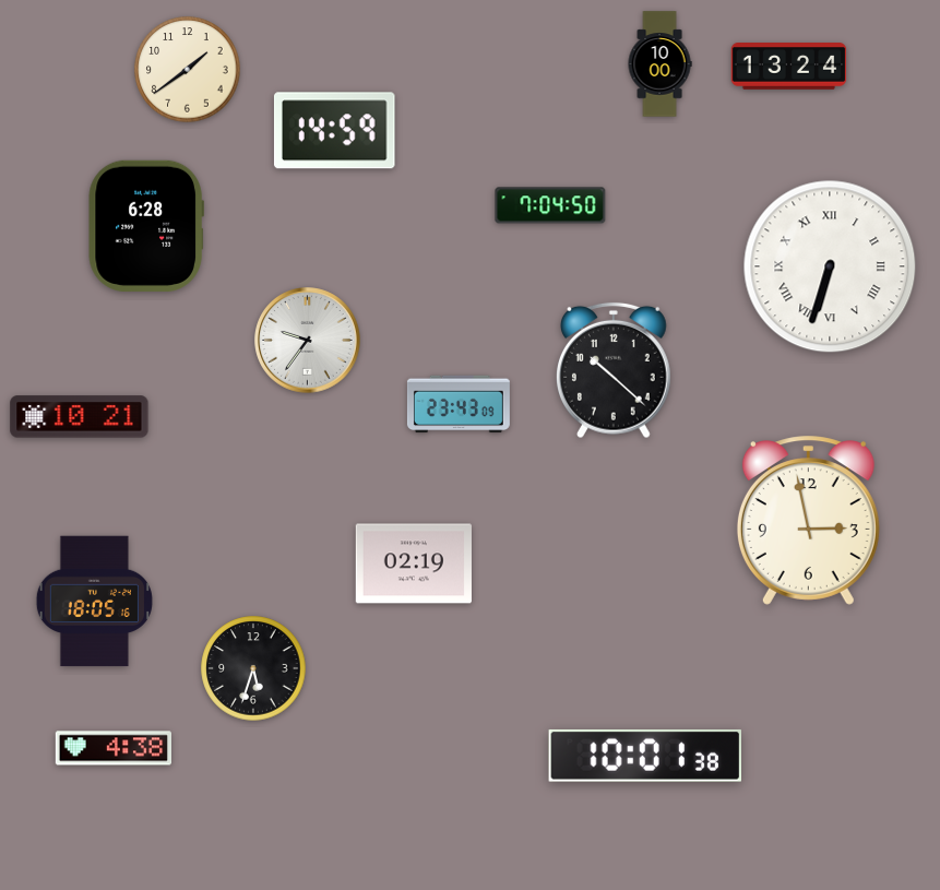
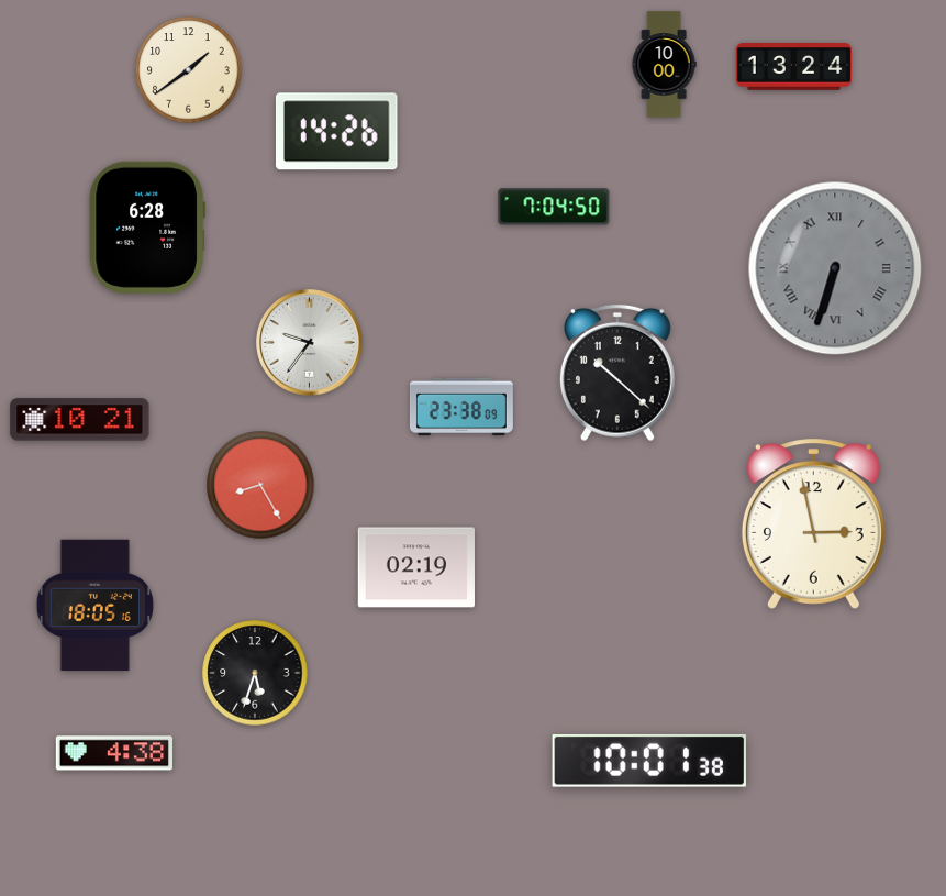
clock at (335, 131): 14:59 -> 14:26
clock at (830, 266) dial: white -> grey
clock at (459, 404): 23:43 -> 23:38
clock at (260, 485): none -> 8:25
